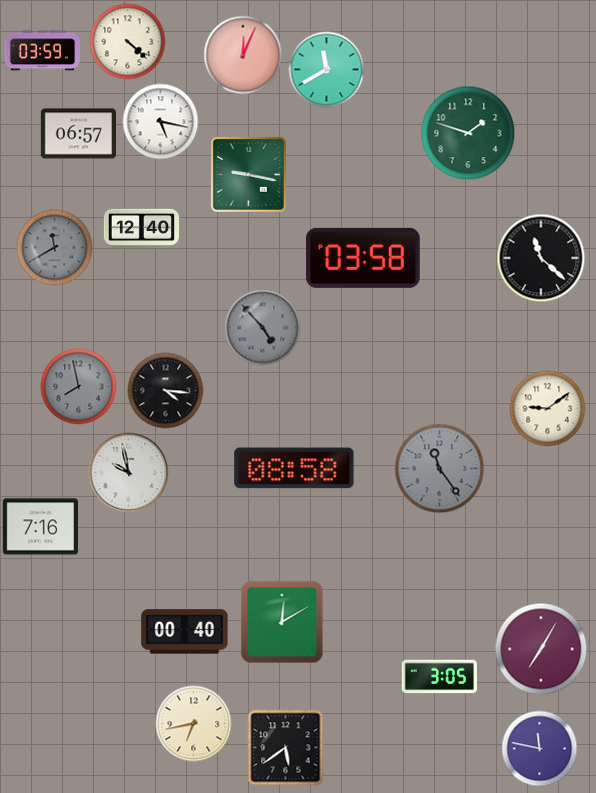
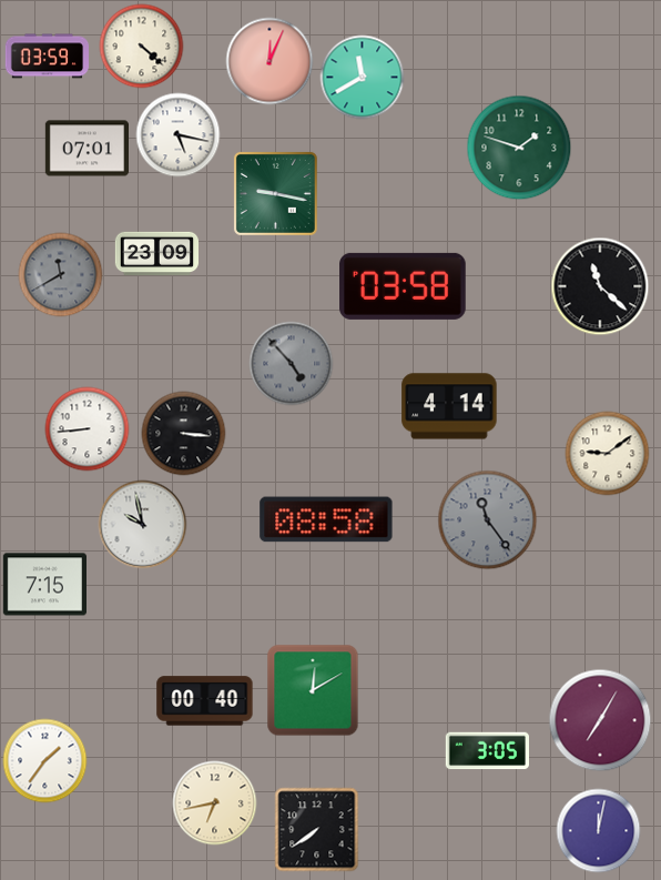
clock at (78, 134): 06:57 -> 07:01
clock at (142, 229): 12:40 -> 23:09
clock at (449, 406): none -> 4:14
clock at (79, 387): 7:58 -> 8:44
clock at (79, 387) dial: grey -> white
clock at (166, 391): 4:16 -> 3:16
clock at (40, 527): 7:16 -> 7:15
clock at (45, 761): none -> 1:36
clock at (286, 748): 5:39 -> 7:39
clock at (540, 749): 11:47 -> 12:02
